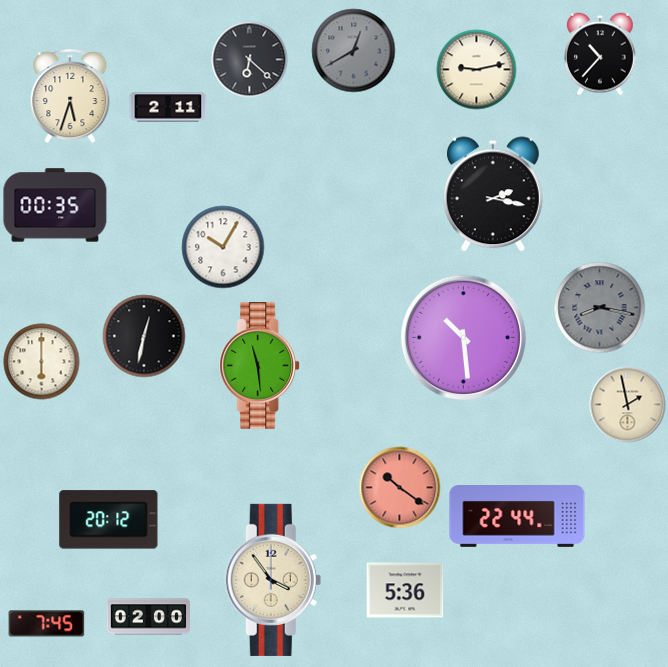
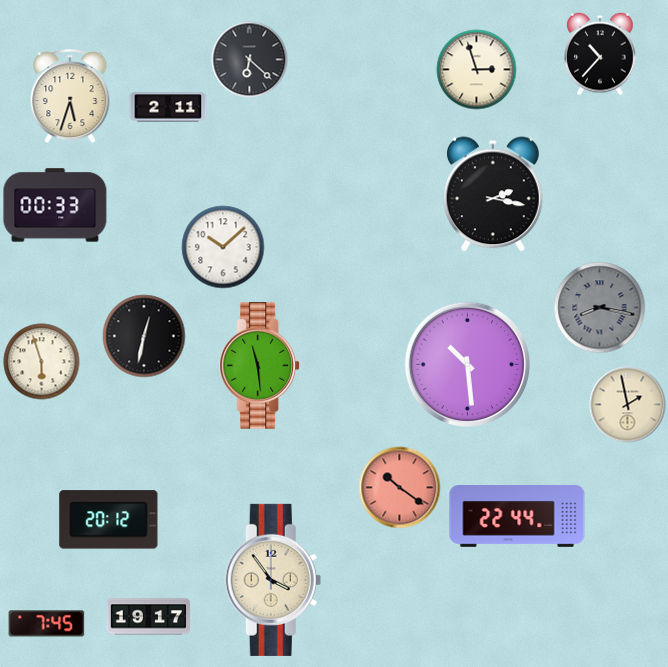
clock at (354, 51): 12:40 -> none
clock at (477, 70): 9:13 -> 2:57
clock at (55, 205): 00:35 -> 00:33
clock at (223, 247): 10:05 -> 10:08
clock at (463, 337) position: (463, 337) -> (467, 364)
clock at (42, 362): 6:00 -> 5:57
clock at (405, 590): 5:36 -> none
clock at (148, 617): 02:00 -> 19:17
